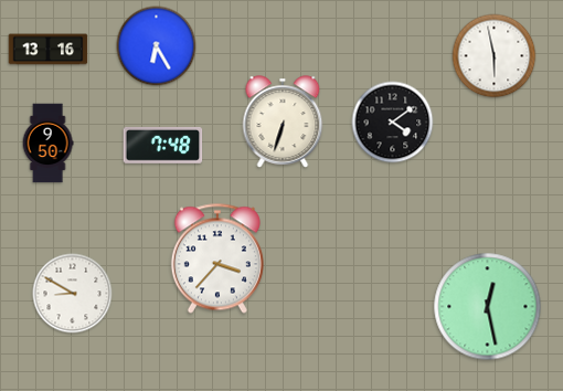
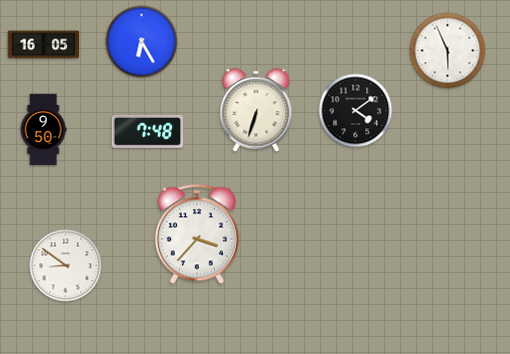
clock at (49, 50): 13:16 -> 16:05
clock at (495, 56): 5:58 -> 5:56
clock at (73, 294): 8:50 -> 8:51
clock at (488, 307): 12:28 -> none
